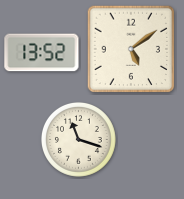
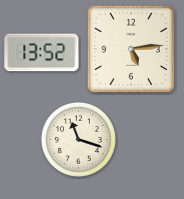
clock at (130, 48): 5:09 -> 5:14
